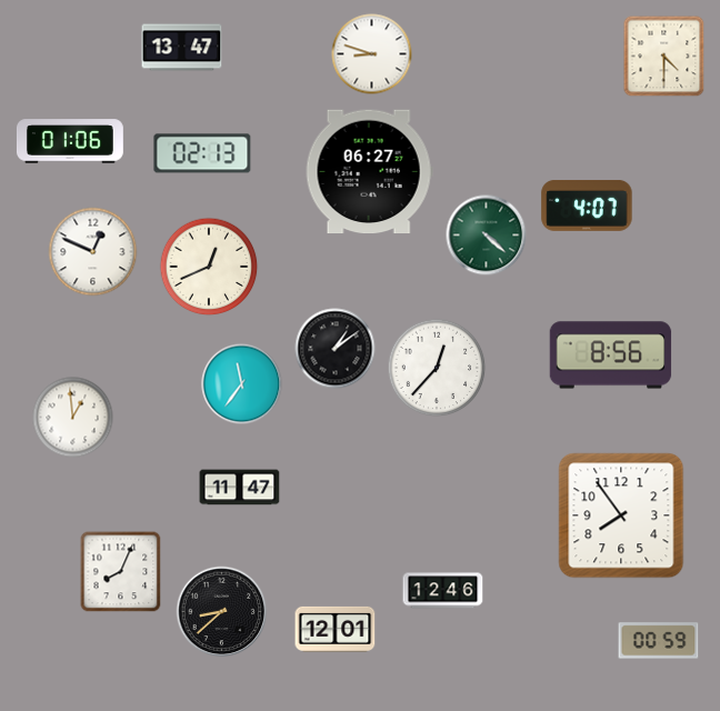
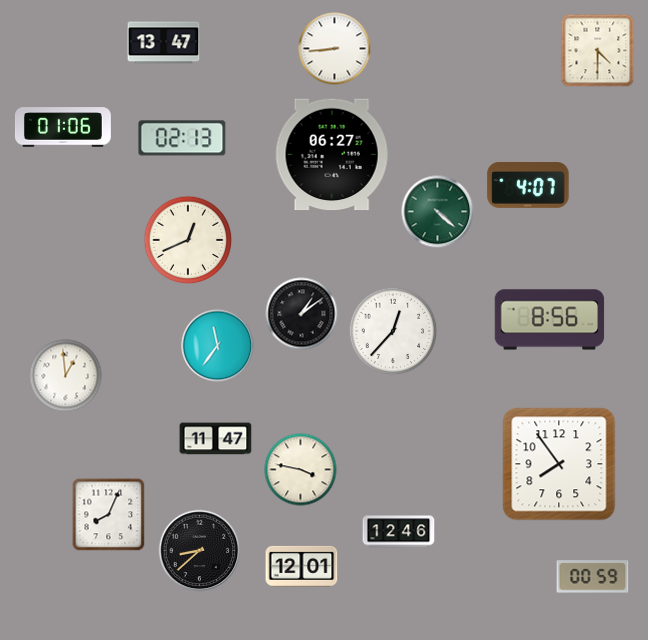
clock at (372, 54): 8:48 -> 8:44
clock at (93, 252): 12:49 -> none
clock at (301, 470): none -> 3:47
